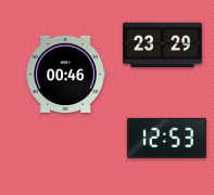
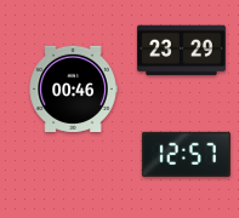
clock at (65, 74) position: (65, 74) -> (73, 88)
clock at (166, 138): 12:53 -> 12:57
